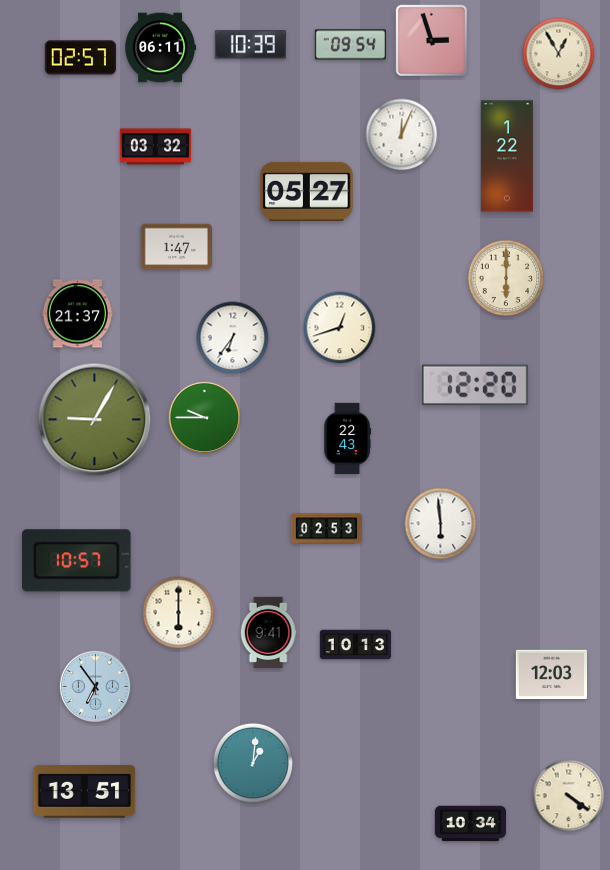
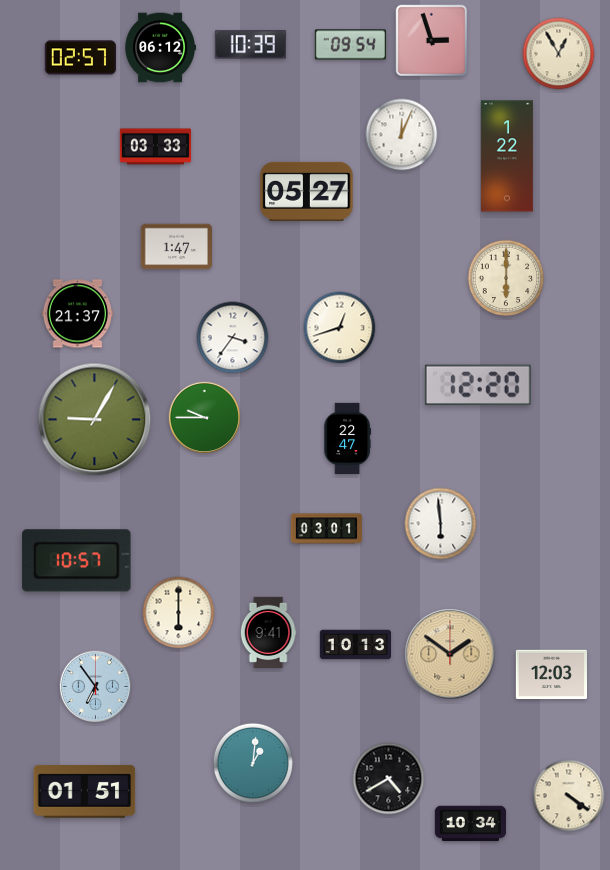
clock at (160, 48): 06:11 -> 06:12
clock at (156, 147): 03:32 -> 03:33
clock at (233, 338): 6:36 -> 3:36
clock at (475, 384) position: (475, 384) -> (478, 384)
clock at (347, 439): 22:43 -> 22:47
clock at (327, 529): 02:53 -> 03:01
clock at (450, 654): none -> 1:51
clock at (389, 779): none -> 4:40
clock at (85, 791): 13:51 -> 01:51
